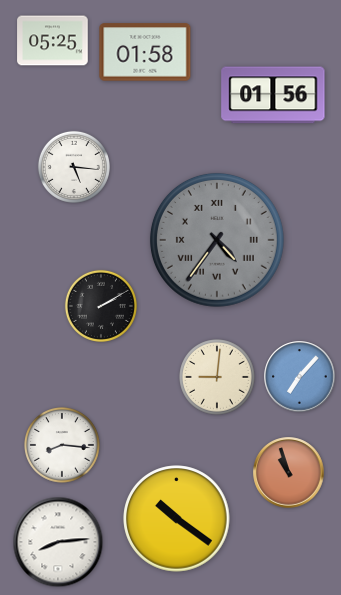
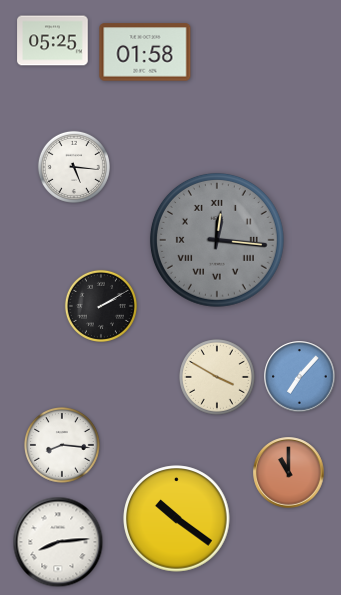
clock at (273, 95): 01:56 -> none
clock at (217, 240): 4:36 -> 12:16
clock at (218, 378): 9:01 -> 3:50
clock at (289, 473): 10:57 -> 11:00
